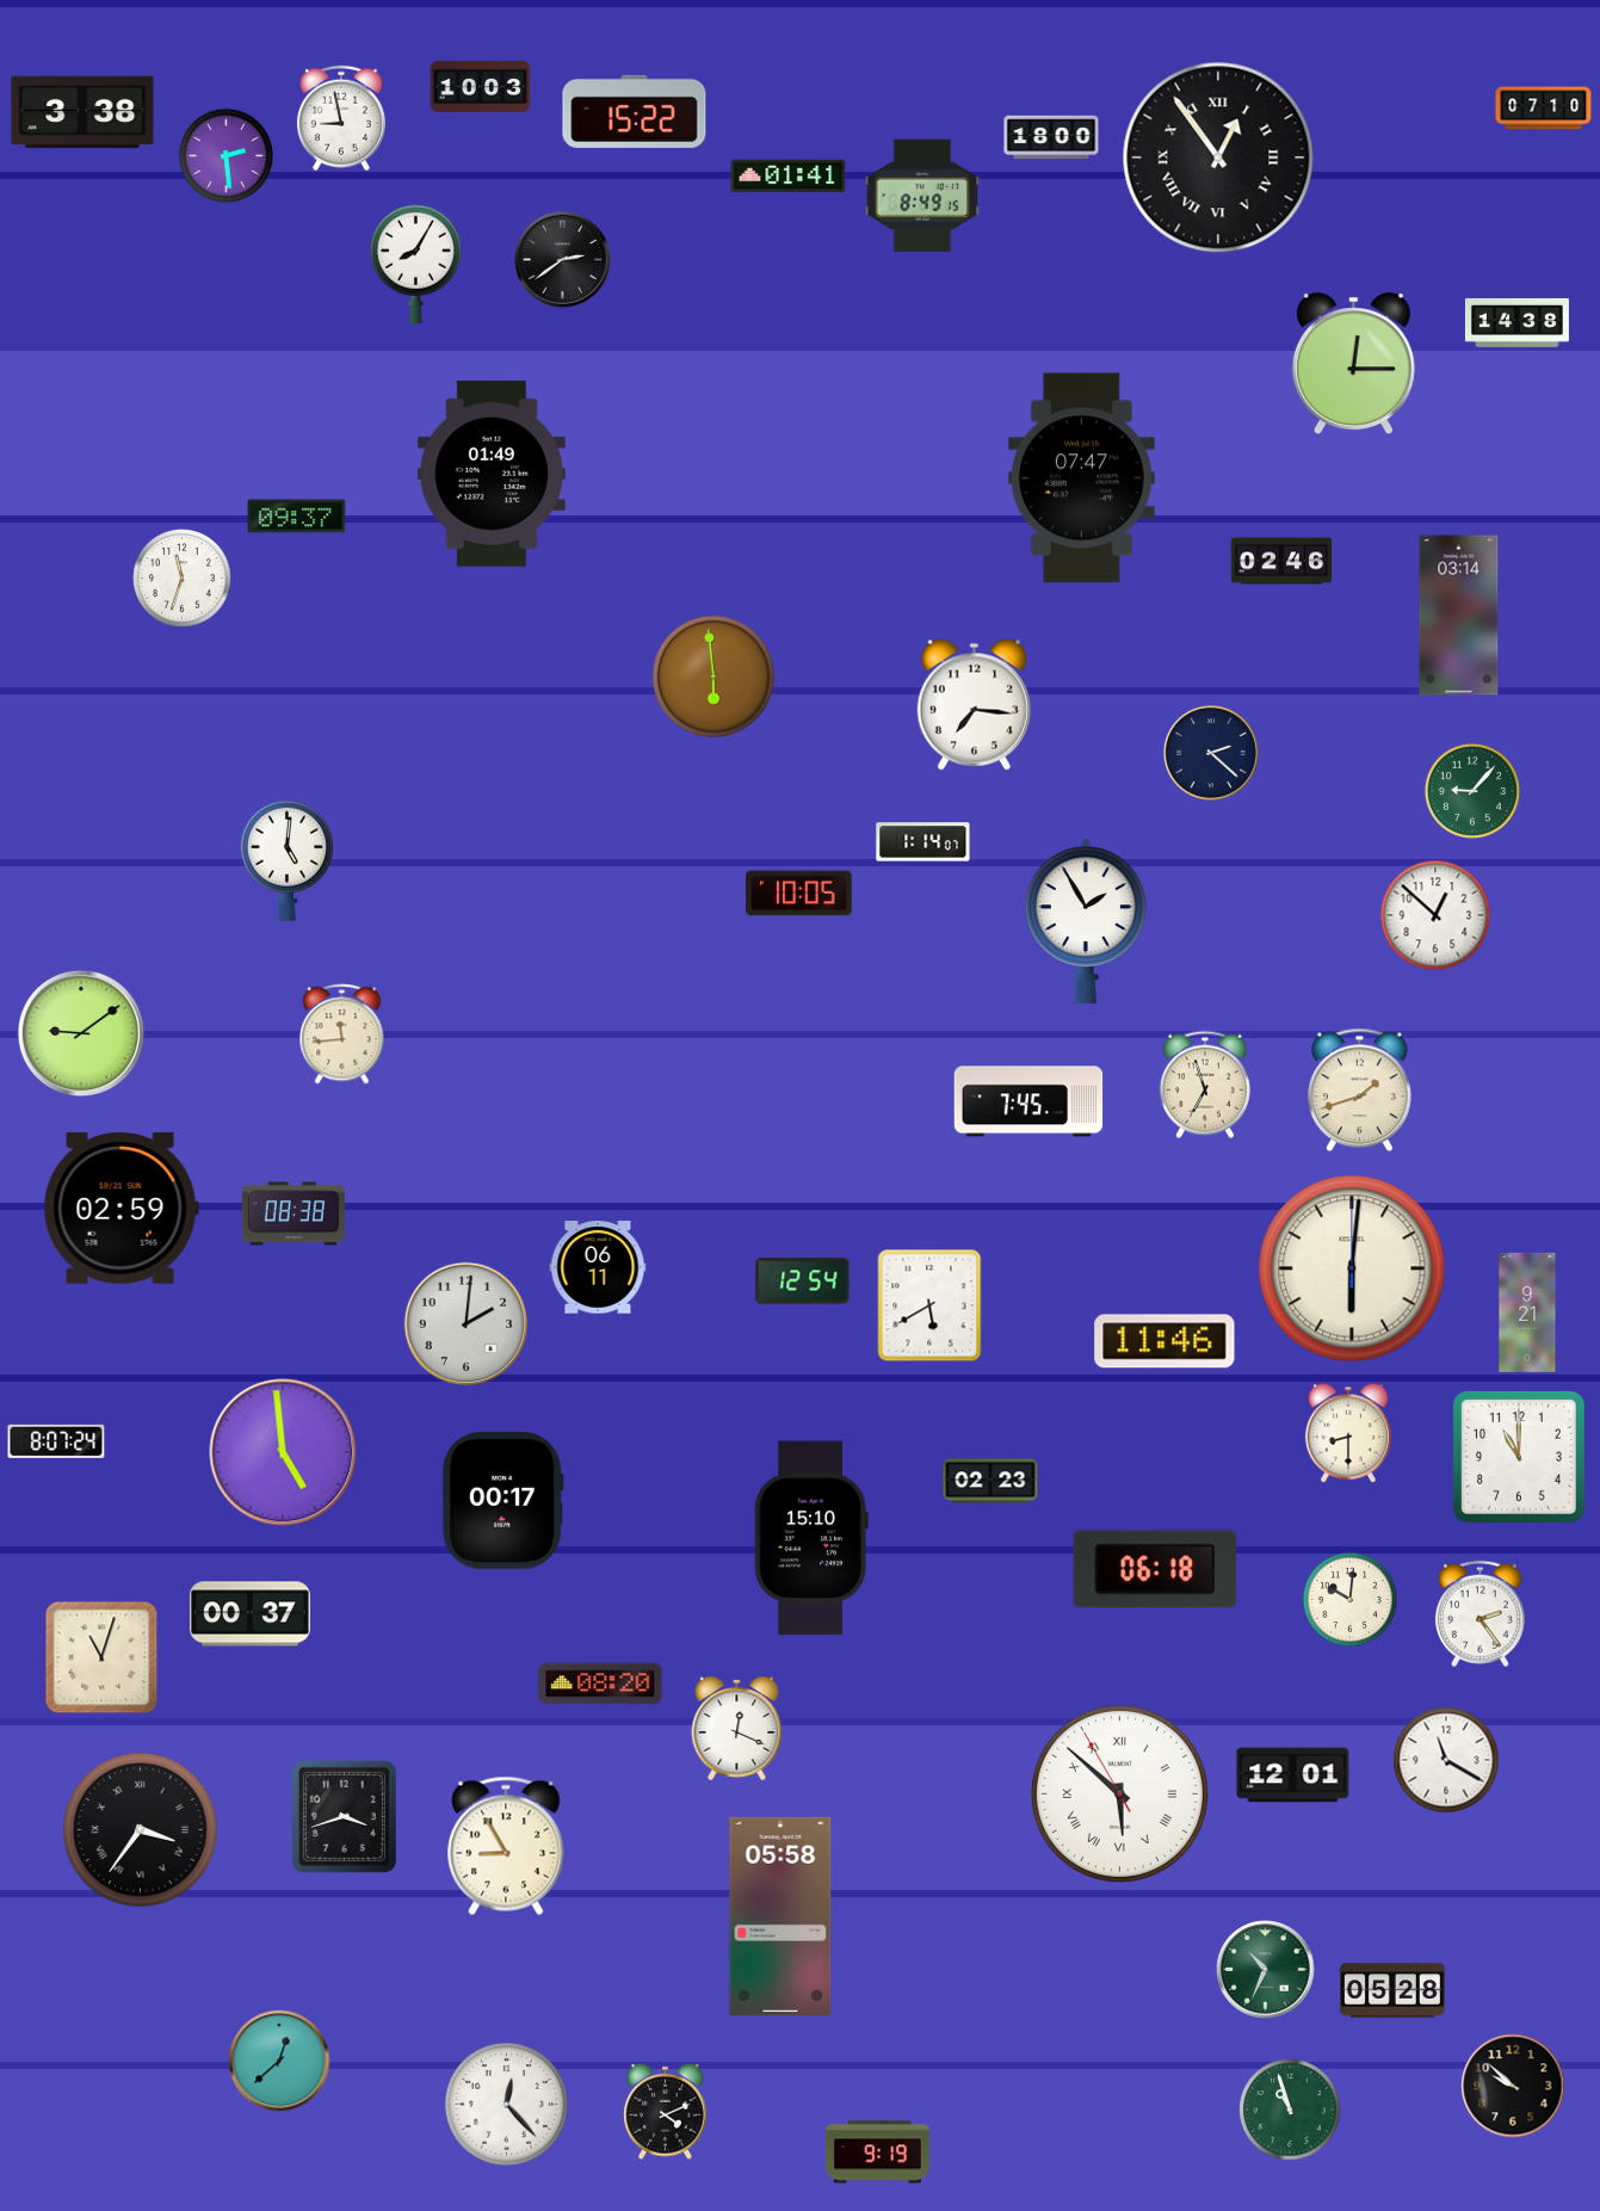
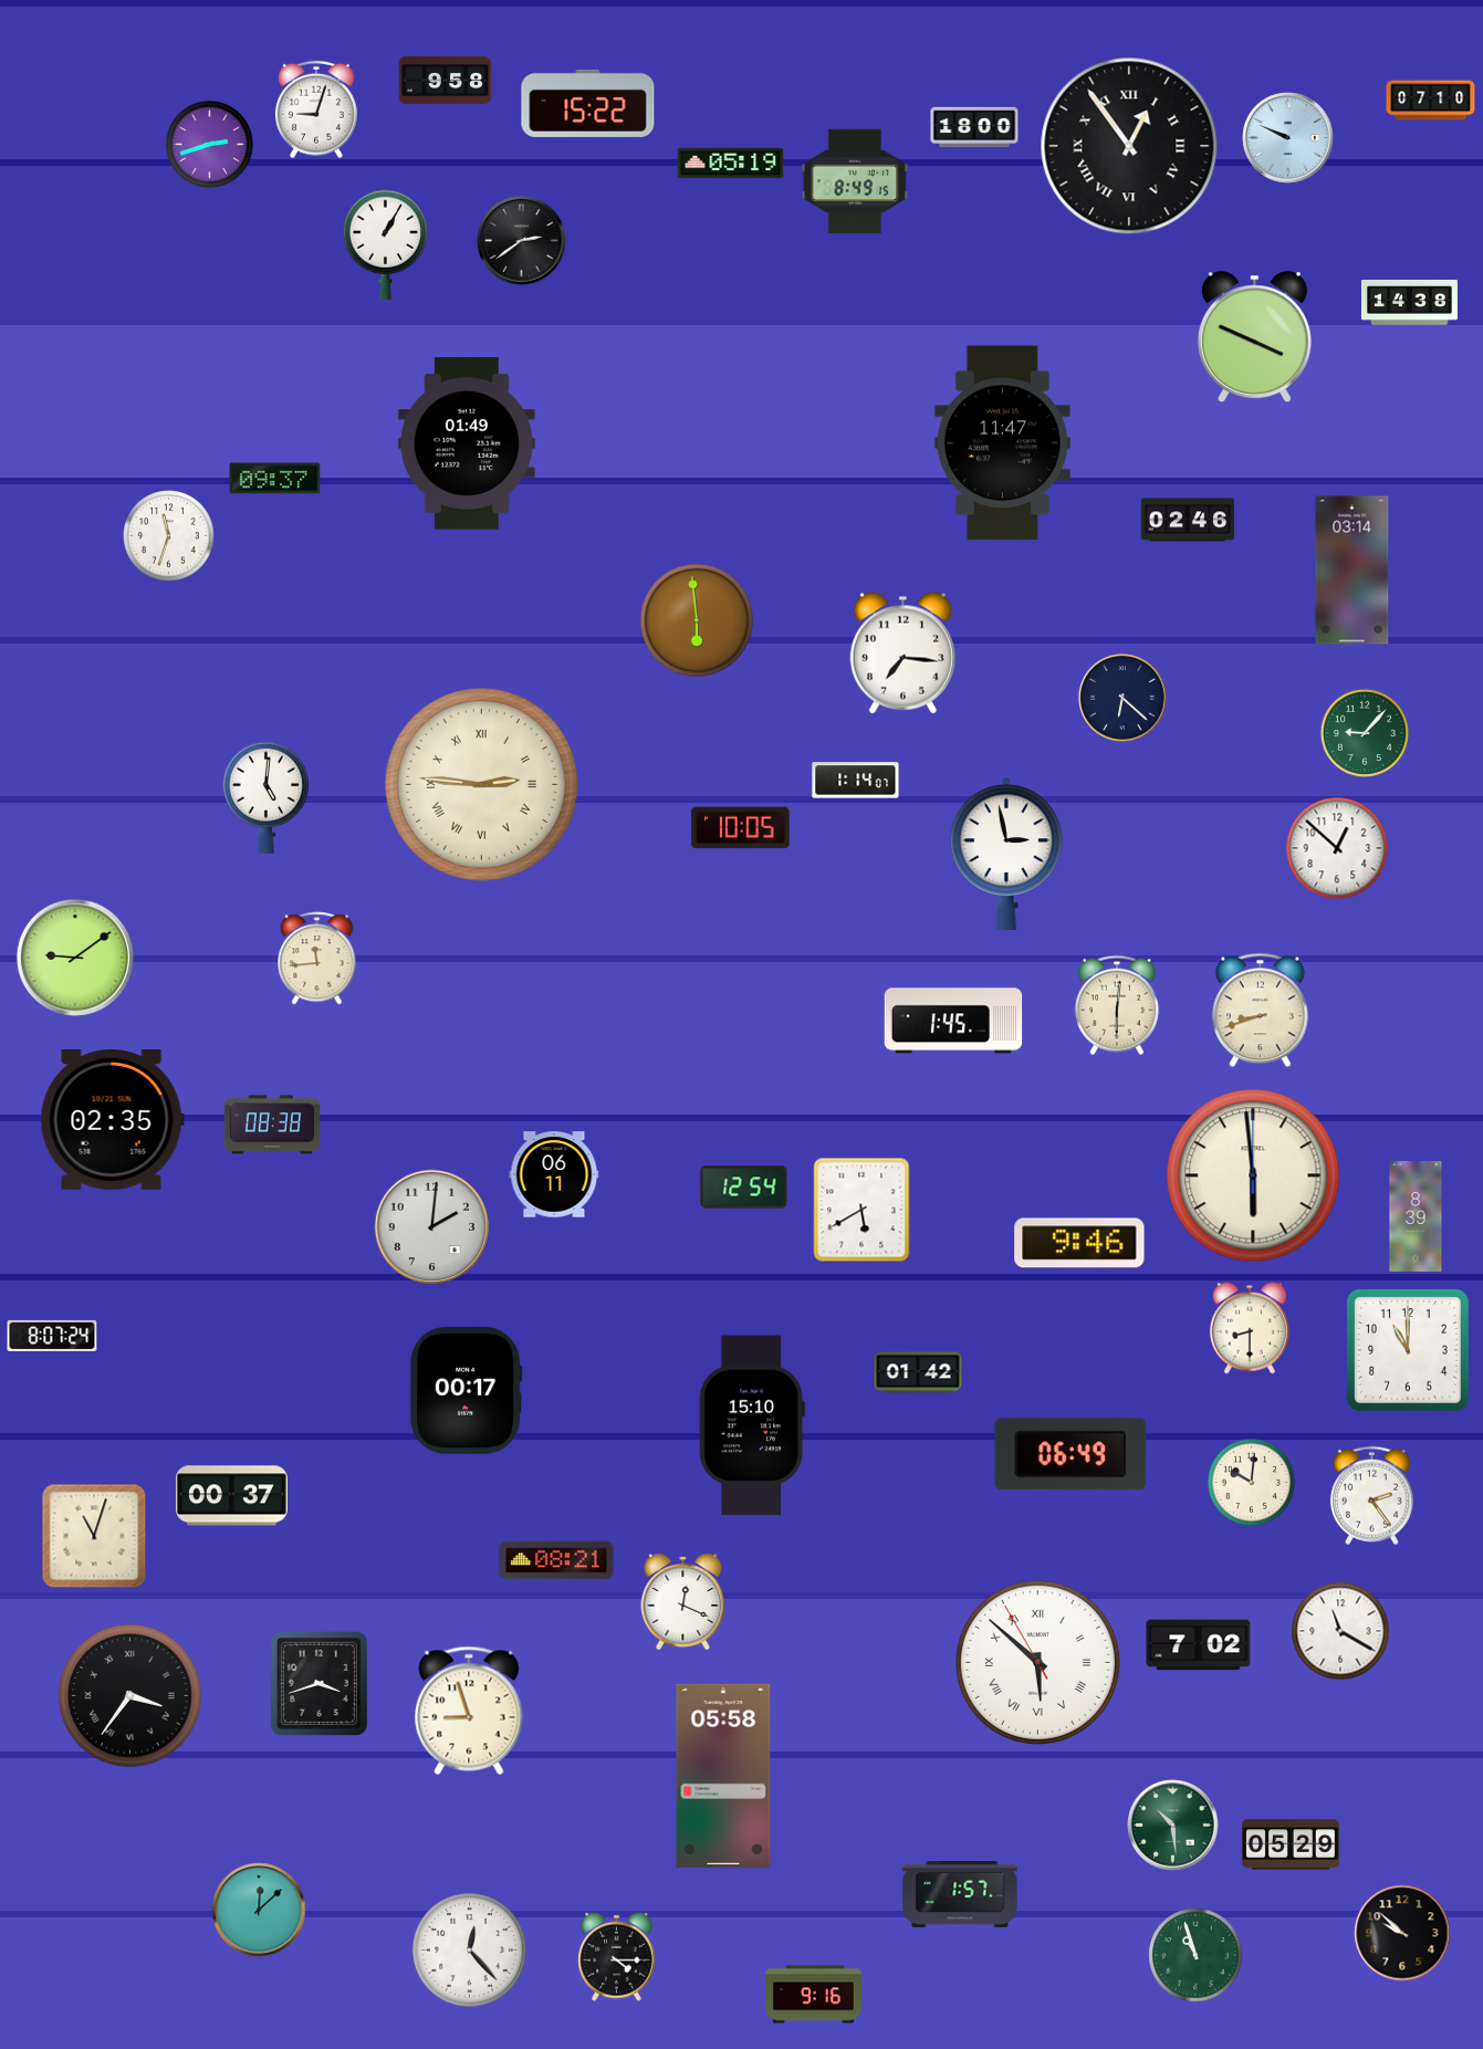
clock at (481, 86): 10:03 -> 9:58
clock at (82, 111): 3:38 -> none
clock at (341, 118): 8:58 -> 9:03
clock at (1288, 138): none -> 9:49
clock at (226, 155): 2:29 -> 2:42
clock at (789, 177): 01:41 -> 05:19
clock at (415, 264): 8:05 -> 1:05
clock at (1516, 322) position: (1516, 322) -> (1409, 302)
clock at (1353, 364): 12:15 -> 3:49
clock at (492, 474) position: (492, 474) -> (467, 443)
clock at (1081, 478): 07:47 -> 11:47
clock at (713, 677) position: (713, 677) -> (697, 620)
clock at (1212, 754): 2:22 -> 6:22
clock at (481, 784): none -> 2:46
clock at (1435, 915) position: (1435, 915) -> (1337, 848)
clock at (1086, 921): 1:55 -> 2:58
clock at (1205, 1085): 6:57 -> 6:01
clock at (1360, 1091): 1:42 -> 8:42
clock at (1028, 1101): 7:45 -> 1:45
clock at (121, 1209): 02:59 -> 02:35
clock at (1352, 1268): 6:01 -> 5:59
clock at (1527, 1313): 9:21 -> 8:39
clock at (1165, 1341): 11:46 -> 9:46
clock at (283, 1452): 4:59 -> none
clock at (990, 1481): 02:23 -> 01:42
clock at (1155, 1569): 06:18 -> 06:49
clock at (600, 1684): 08:20 -> 08:21
clock at (1293, 1775): 12:01 -> 7:02
clock at (506, 1846): 8:55 -> 8:57
clock at (1266, 1970): 10:34 -> 10:29
clock at (1392, 1990): 05:28 -> 05:29
clock at (960, 1895): none -> 1:57
clock at (279, 2061): 12:38 -> 12:08
clock at (666, 2111): 4:11 -> 4:15
clock at (877, 2153): 9:19 -> 9:16
